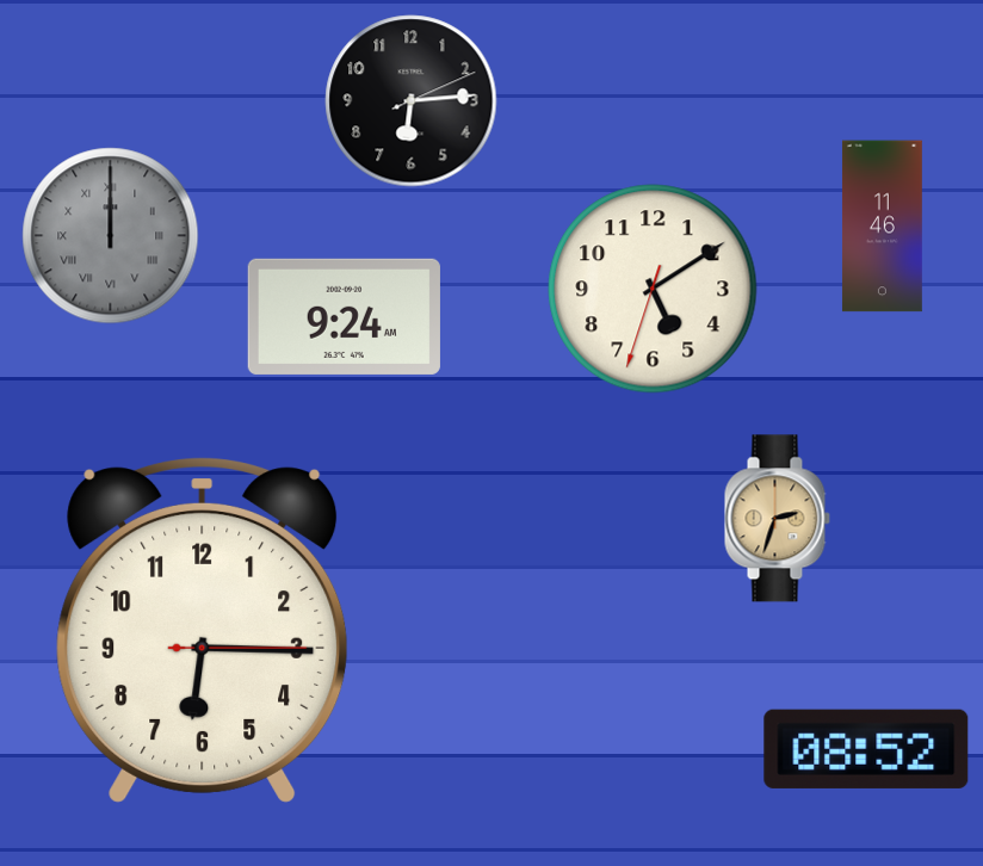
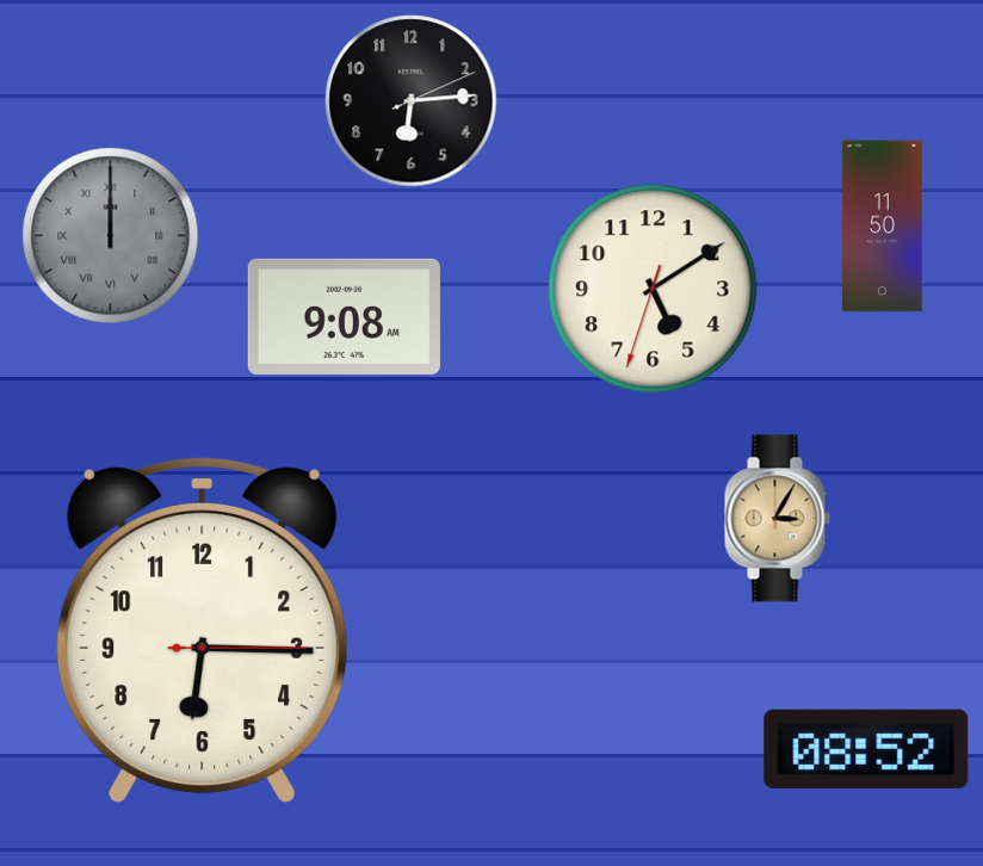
clock at (882, 227): 11:46 -> 11:50
clock at (344, 316): 9:24 -> 9:08
clock at (777, 519): 2:33 -> 3:05
